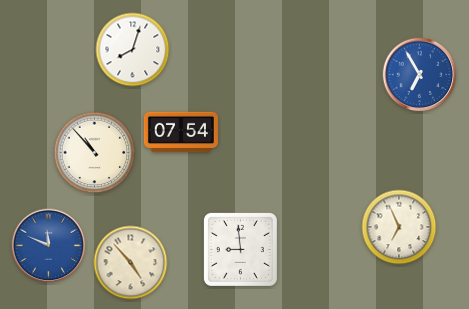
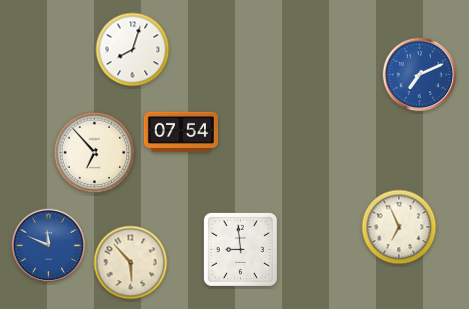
clock at (420, 75): 6:55 -> 7:11
clock at (95, 153): 10:53 -> 6:53
clock at (131, 263): 4:53 -> 5:53
